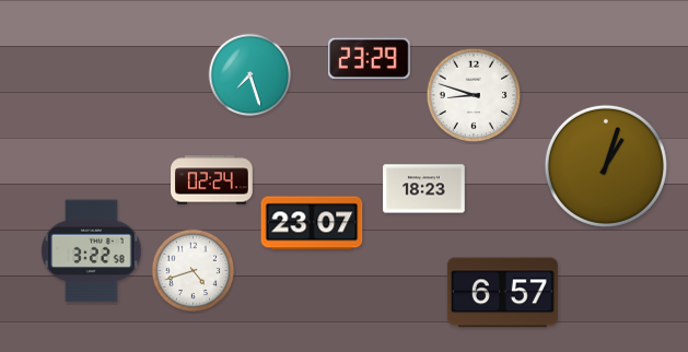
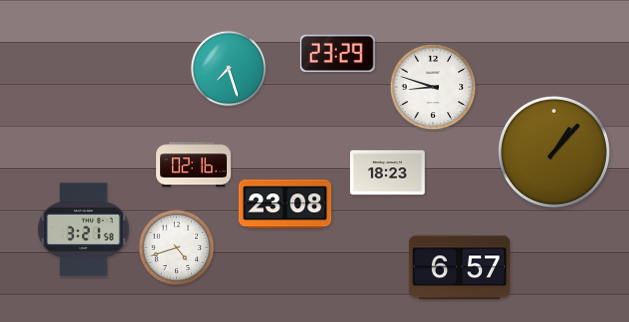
clock at (606, 166): 1:03 -> 1:07
clock at (212, 180): 02:24 -> 02:16
clock at (312, 223): 23:07 -> 23:08
clock at (92, 251): 3:22 -> 3:21
